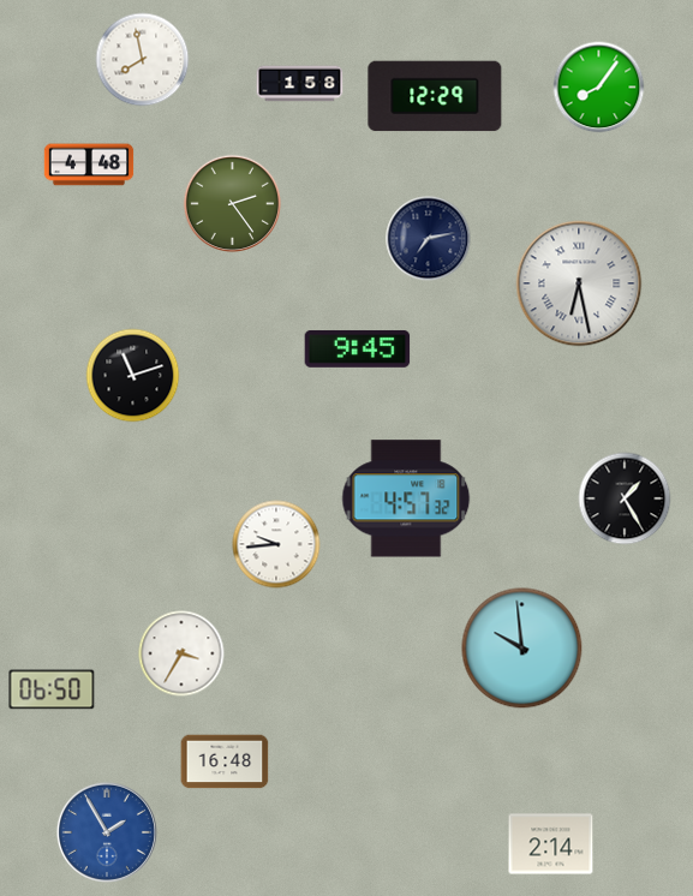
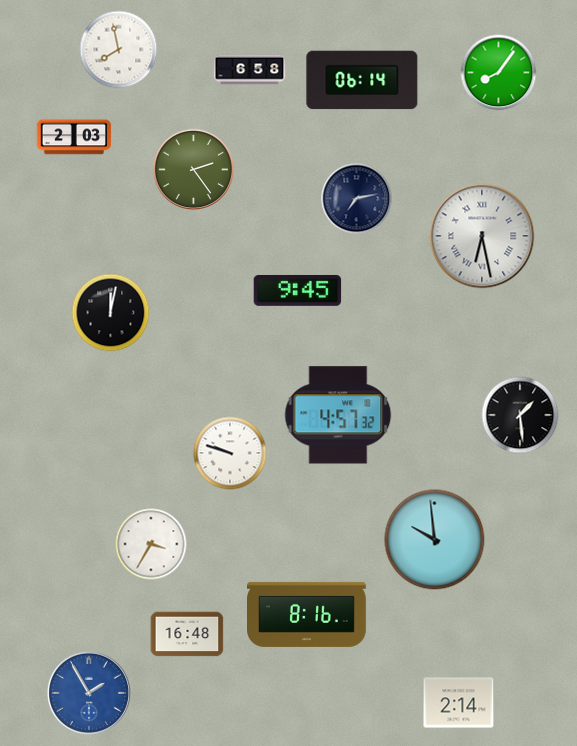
clock at (300, 84): 1:58 -> 6:58
clock at (435, 96): 12:29 -> 06:14
clock at (89, 165): 4:48 -> 2:03
clock at (133, 376): 11:12 -> 12:02
clock at (625, 498): 1:25 -> 1:29
clock at (276, 544): 9:44 -> 9:48
clock at (52, 689): 06:50 -> none
clock at (307, 614): none -> 8:16
